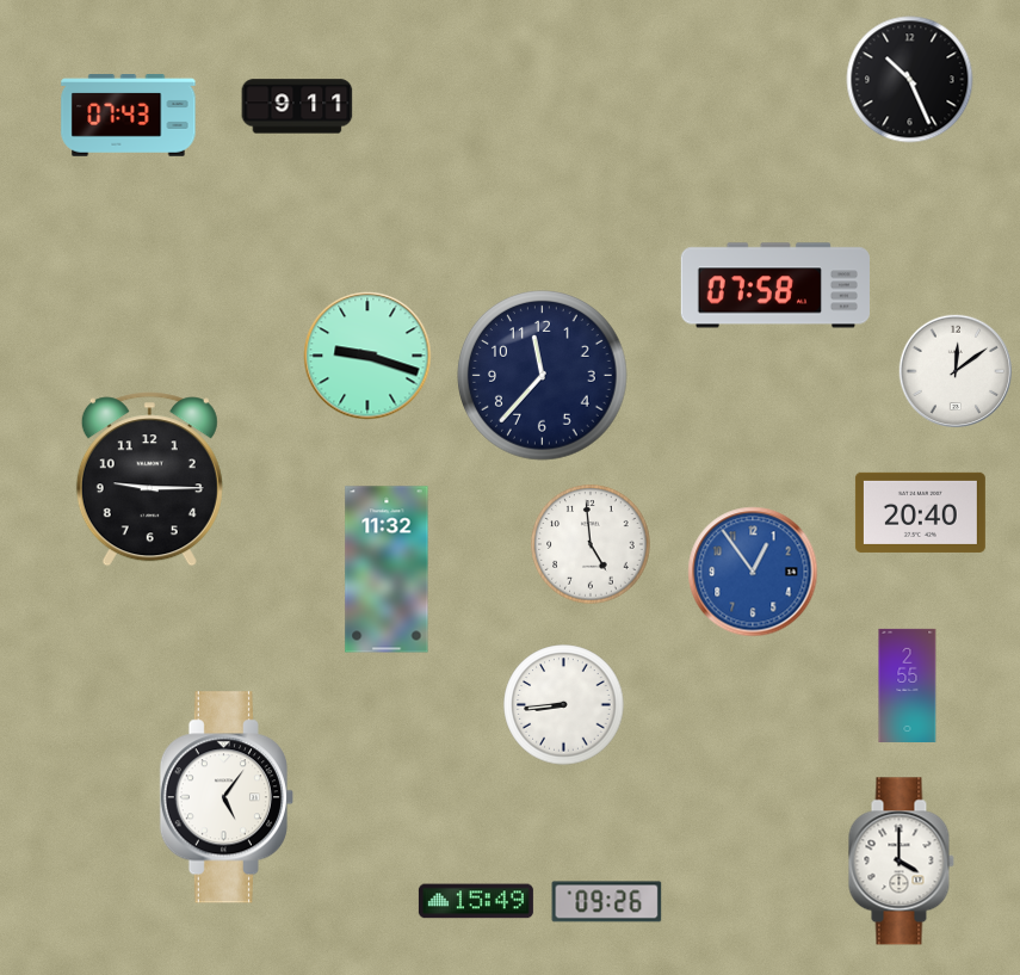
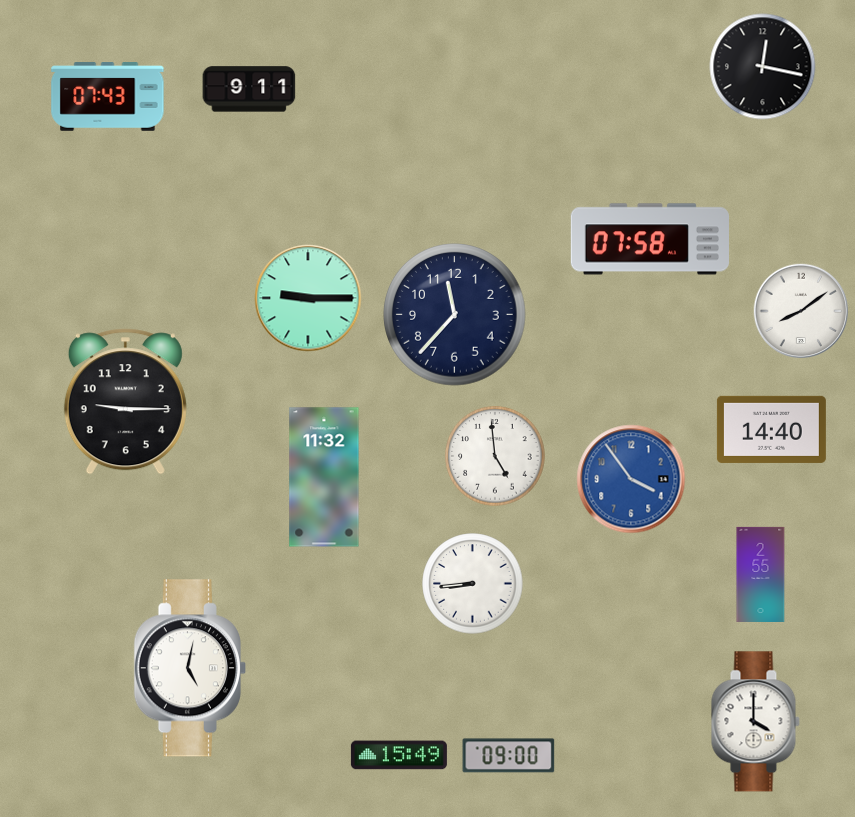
clock at (910, 80): 10:26 -> 12:17
clock at (367, 356): 9:18 -> 9:15
clock at (954, 370): 12:09 -> 8:09
clock at (920, 512): 20:40 -> 14:40
clock at (753, 572): 12:54 -> 3:54
clock at (564, 705) position: (564, 705) -> (473, 584)
clock at (225, 797): 5:06 -> 5:02
clock at (607, 902): 09:26 -> 09:00
